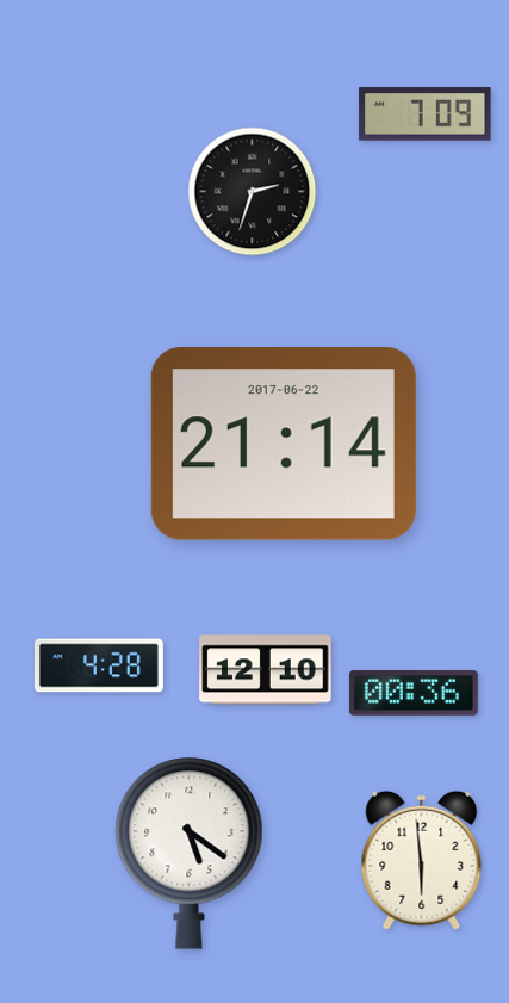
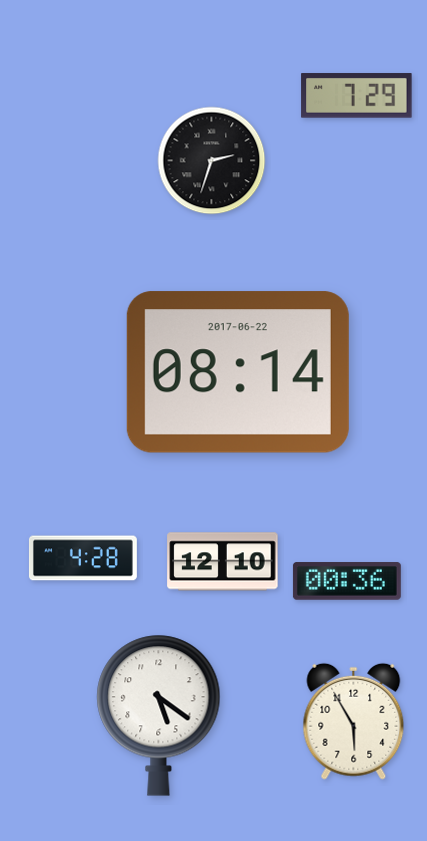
clock at (426, 114): 7:09 -> 7:29
clock at (284, 444): 21:14 -> 08:14
clock at (422, 860): 5:59 -> 5:55
